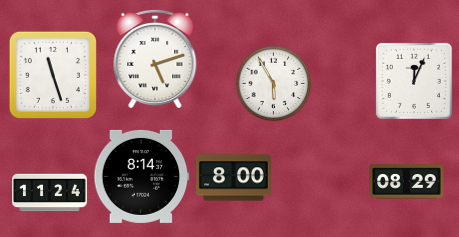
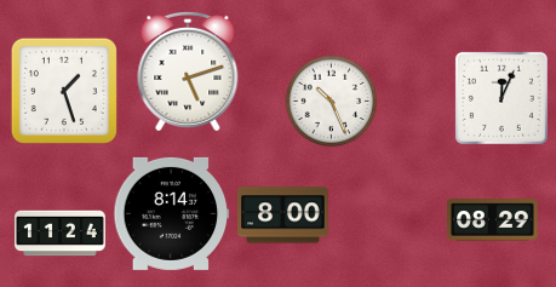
clock at (53, 75): 11:27 -> 1:27
clock at (274, 84): 5:55 -> 10:26
